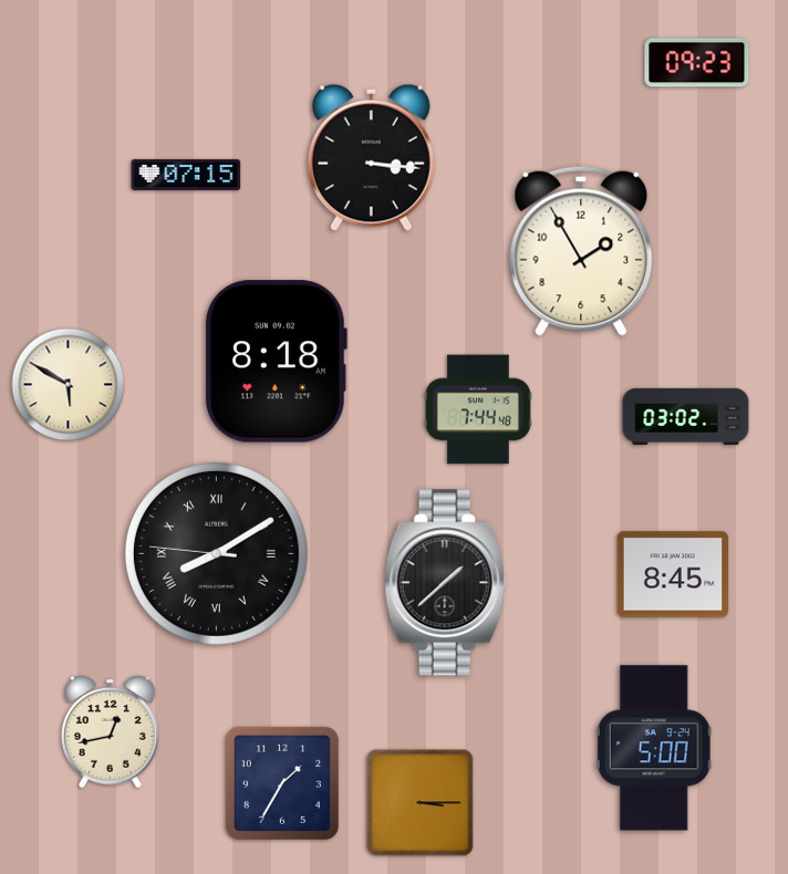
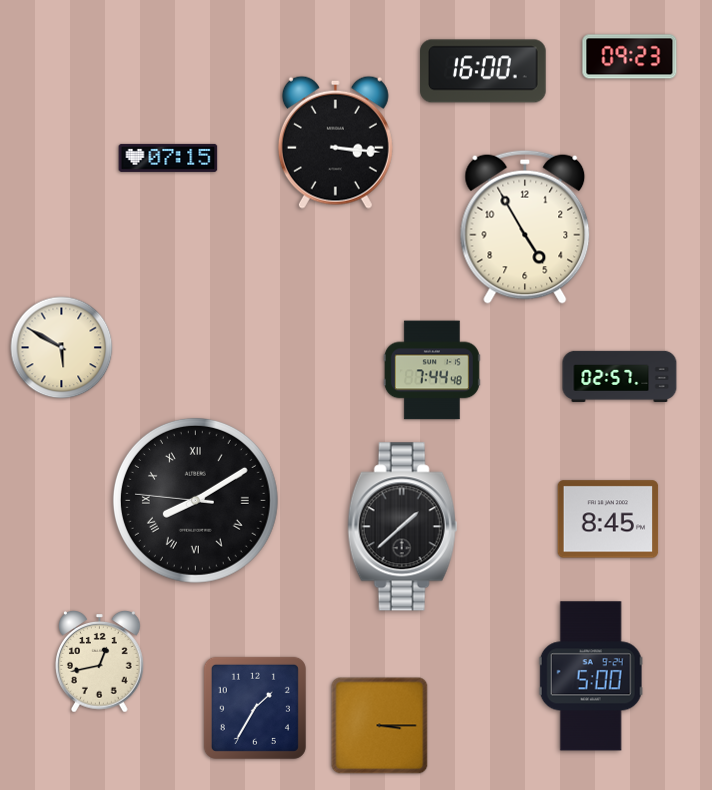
clock at (483, 71): none -> 16:00
clock at (581, 251): 1:55 -> 4:55
clock at (276, 362): 8:18 -> none
clock at (686, 416): 03:02 -> 02:57
